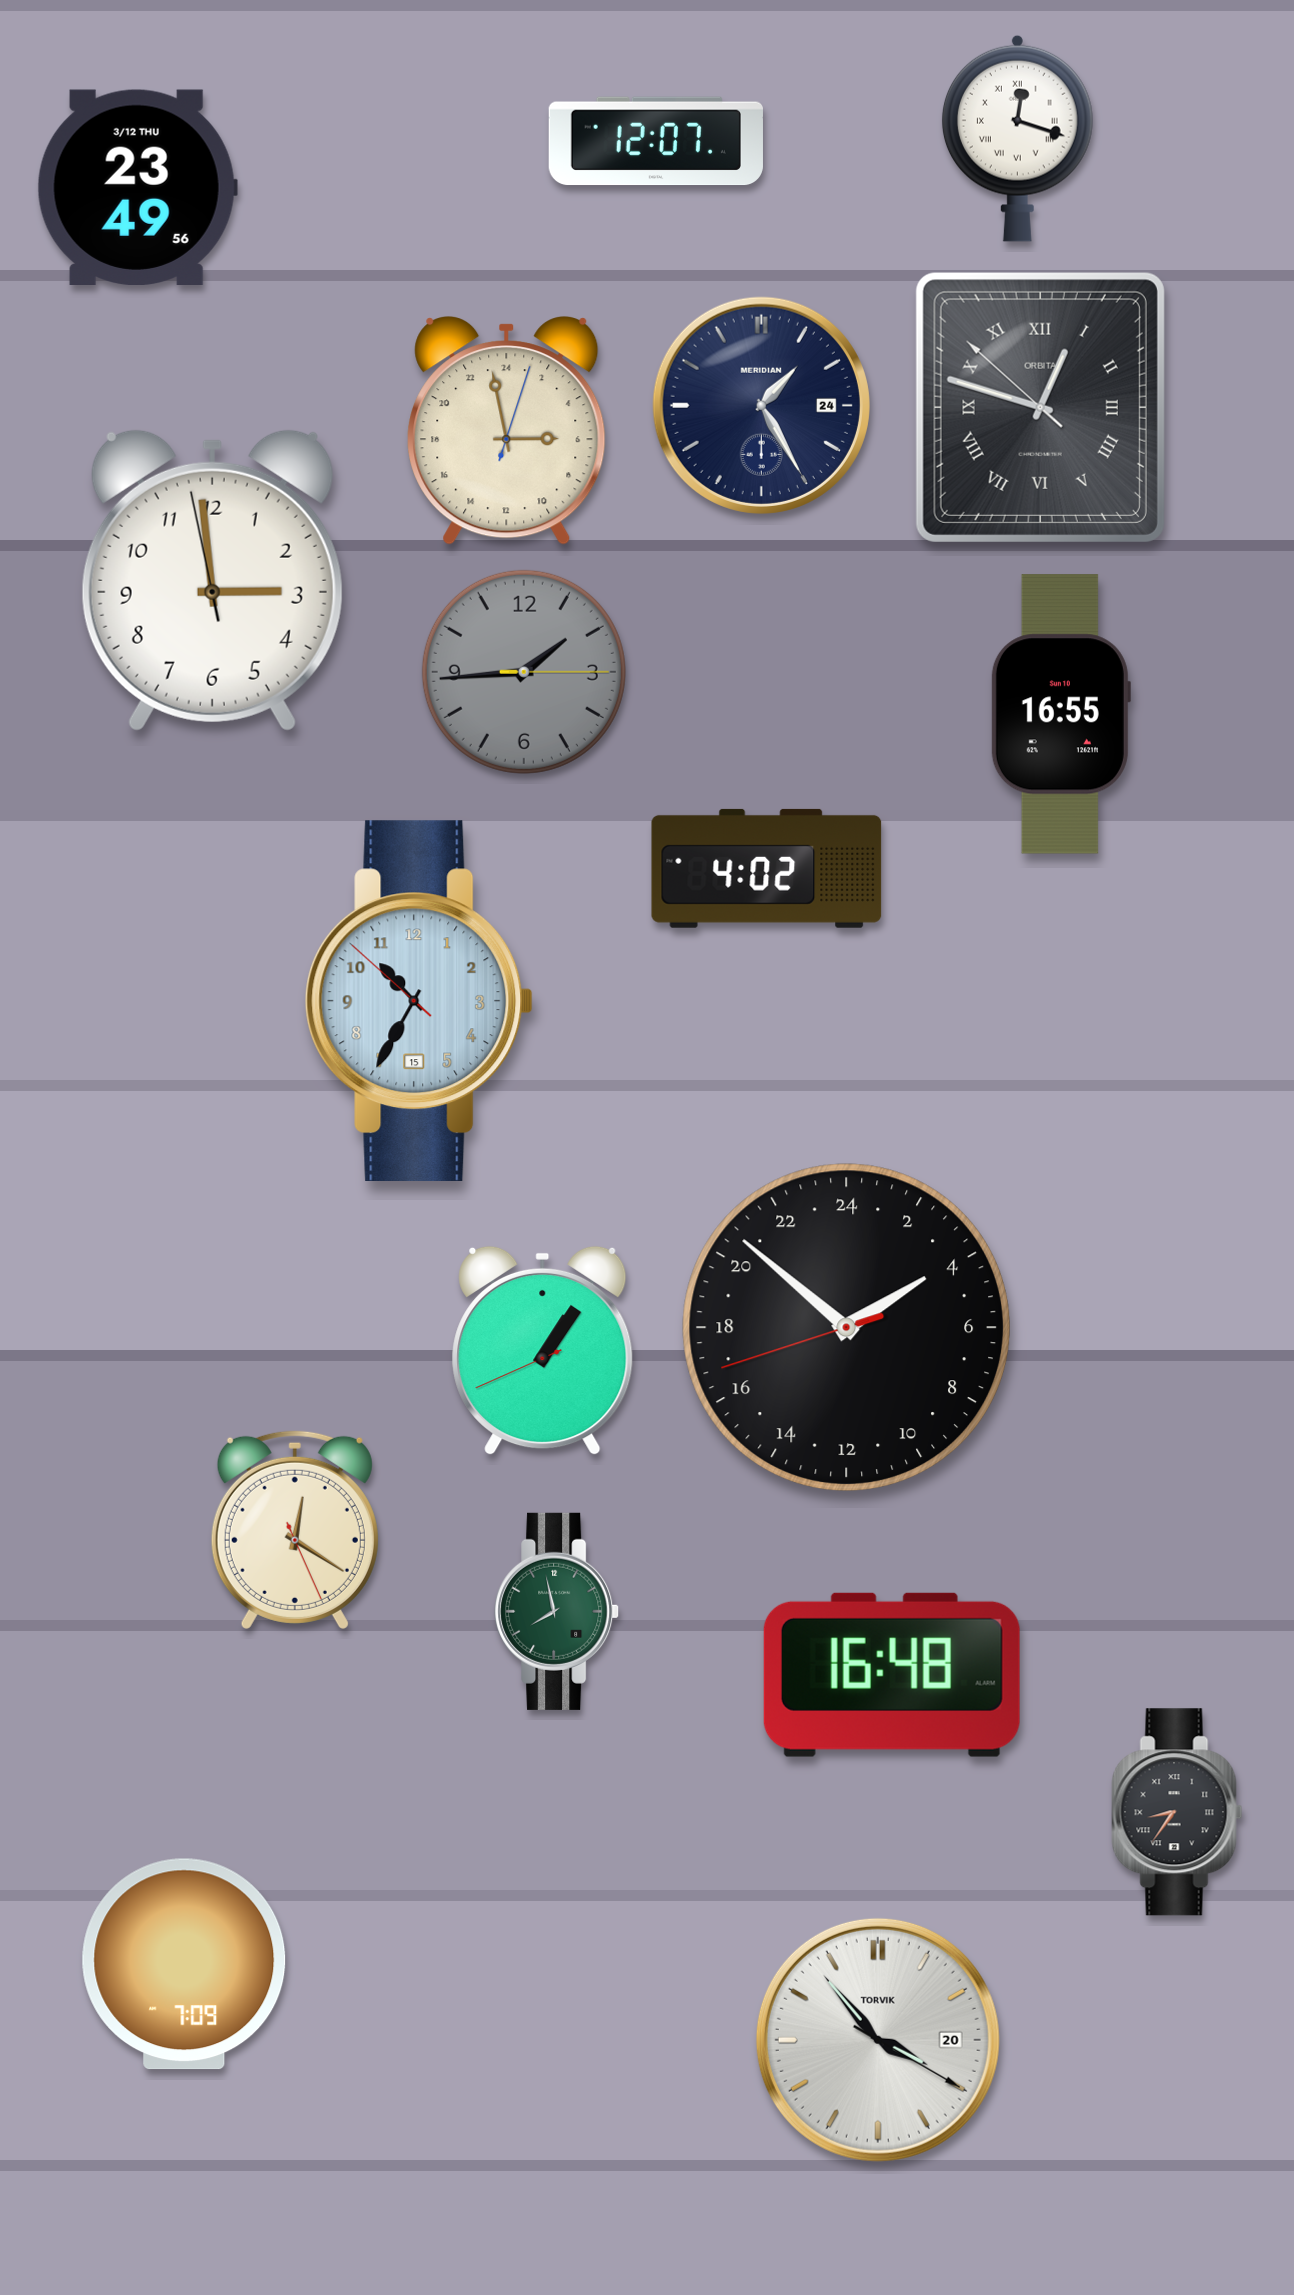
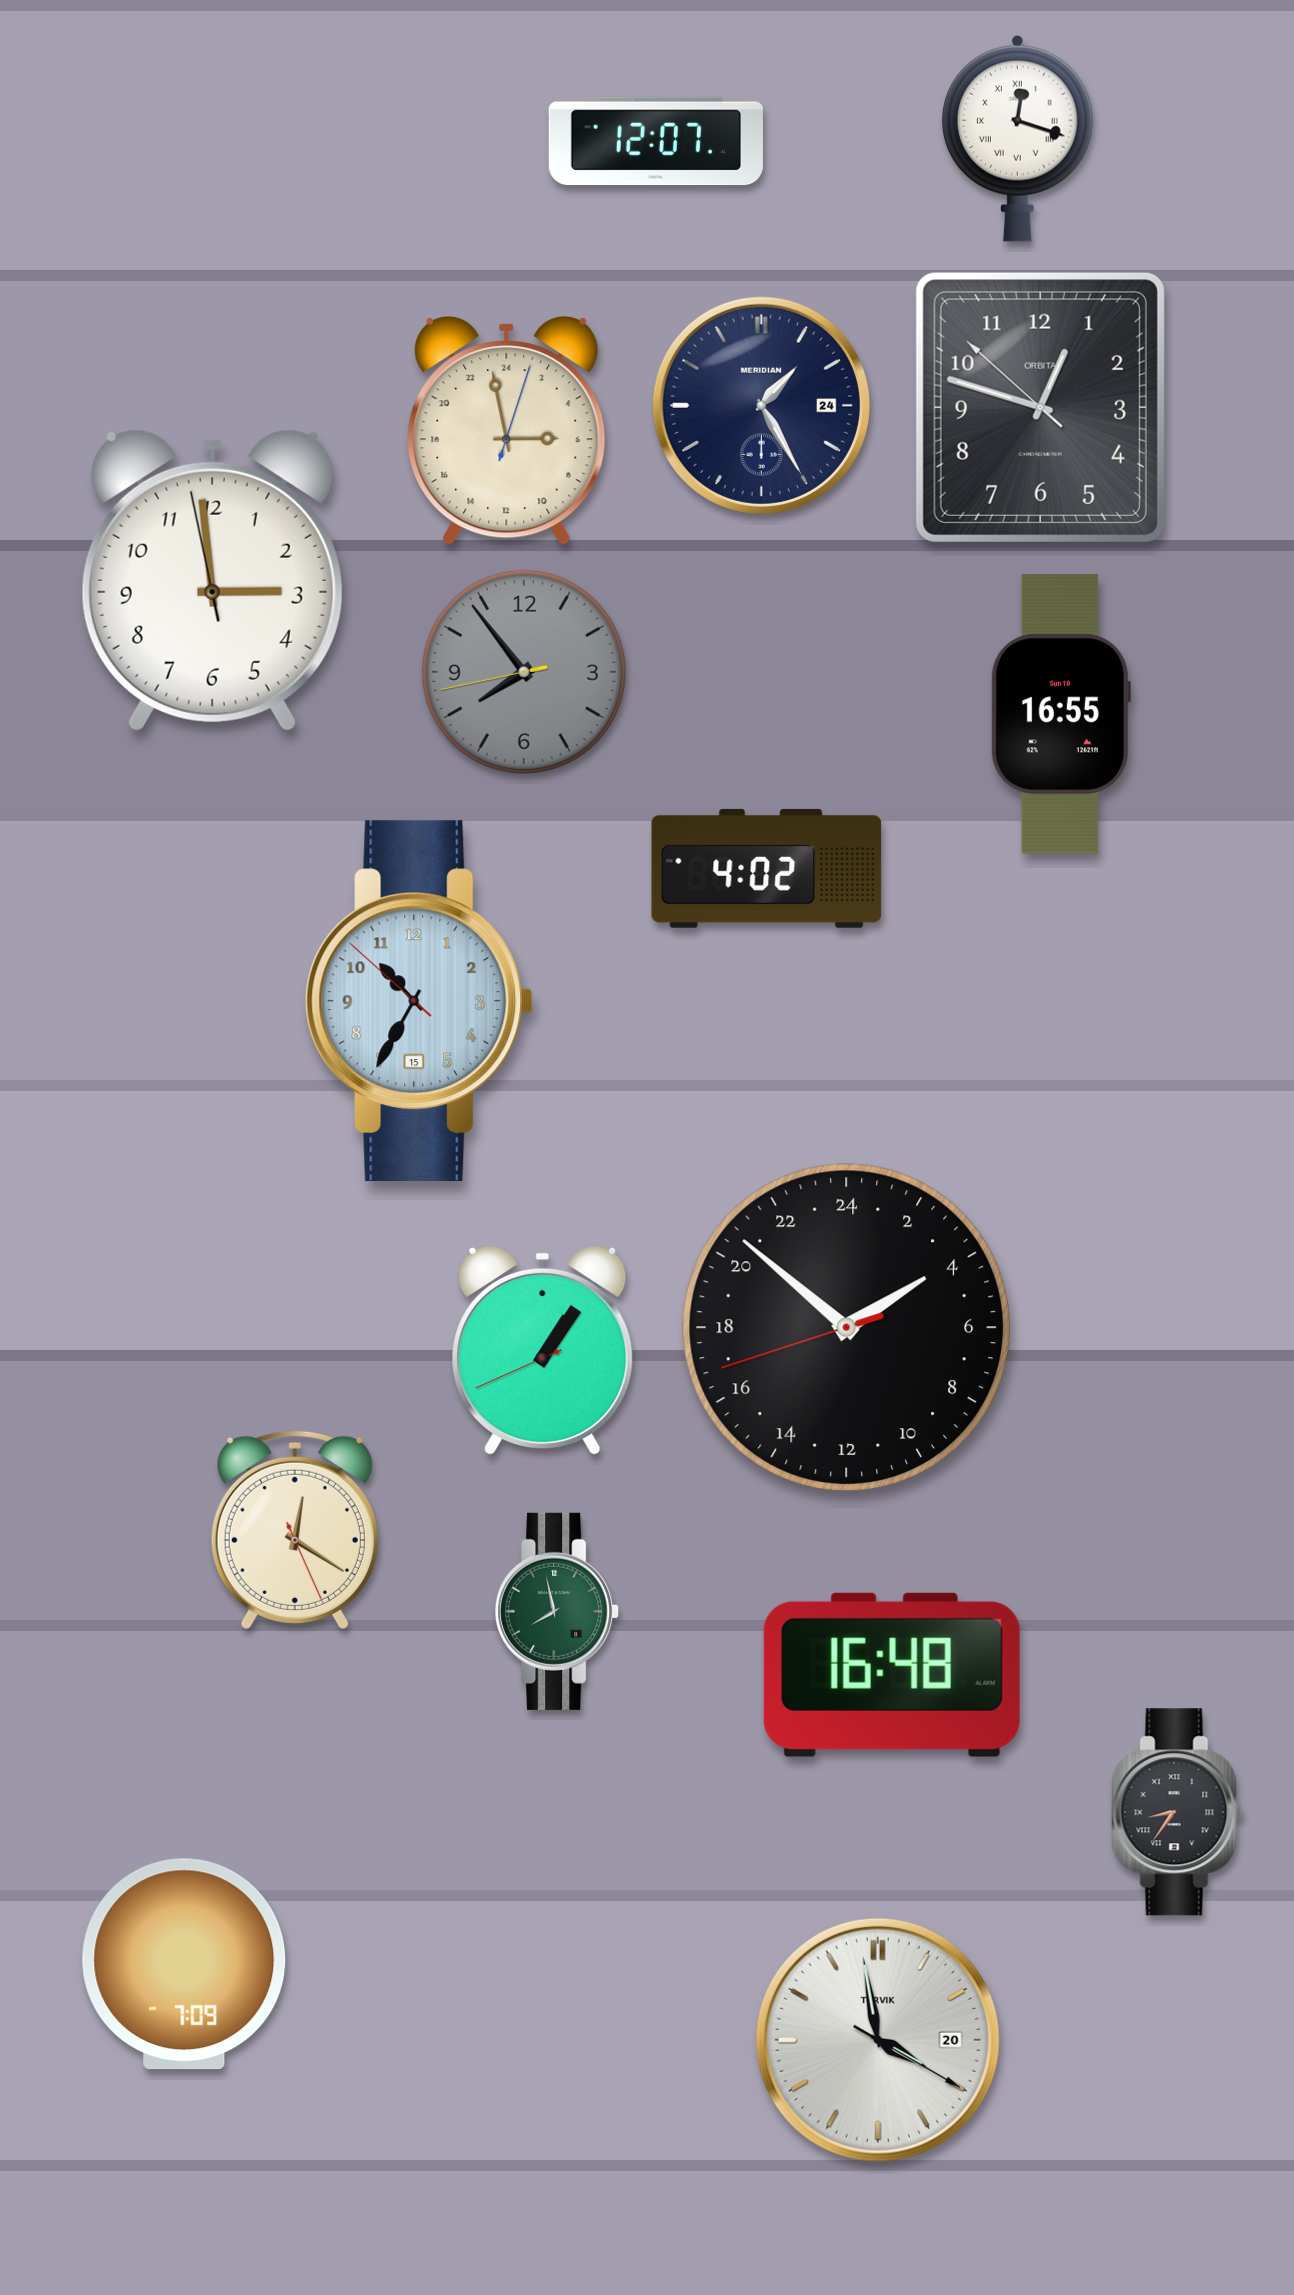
clock at (137, 187): 23:49 -> none
clock at (1040, 407) numerals: Roman -> Arabic
clock at (524, 672): 1:44 -> 7:53
clock at (878, 2040): 3:53 -> 3:58
